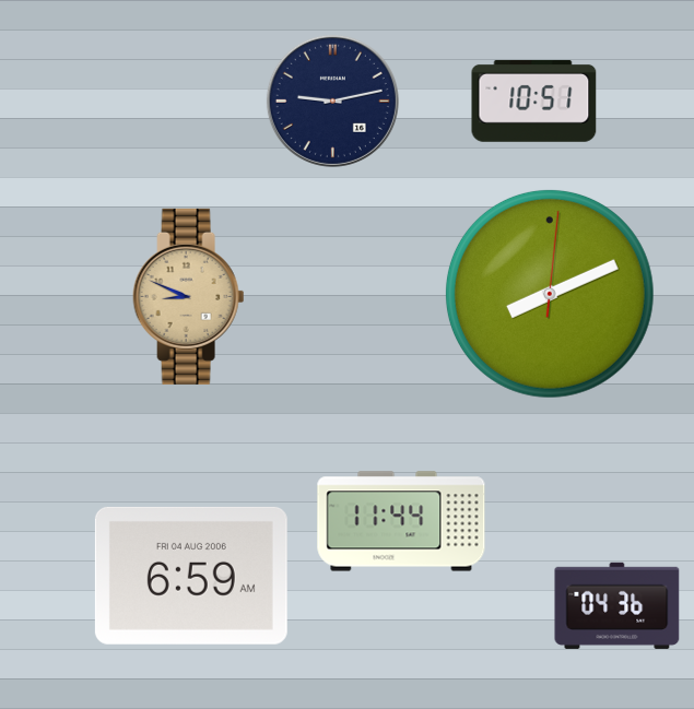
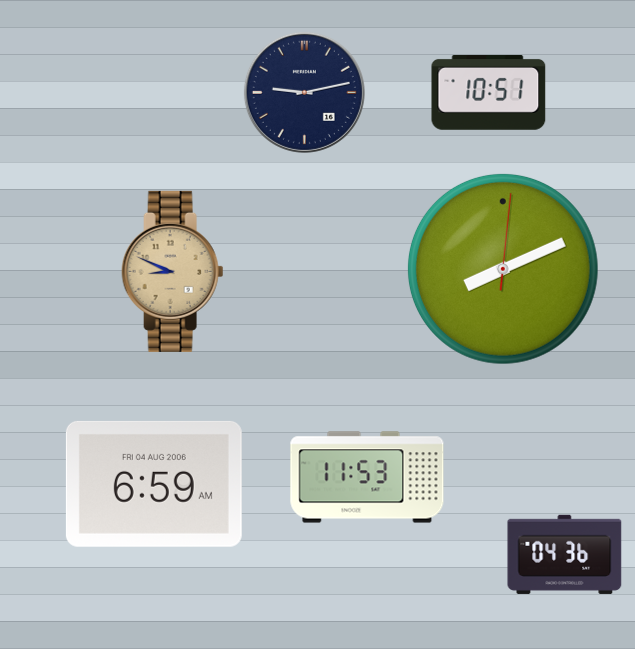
clock at (401, 521): 11:44 -> 11:53
clock at (191, 576) position: (191, 576) -> (154, 484)
